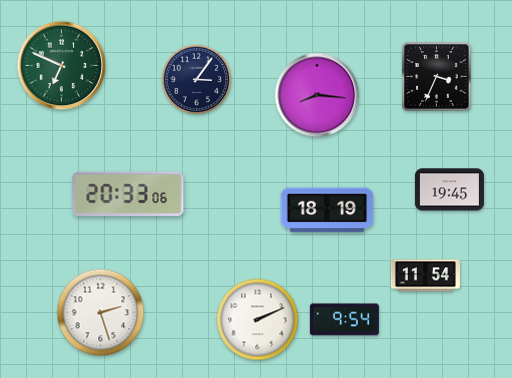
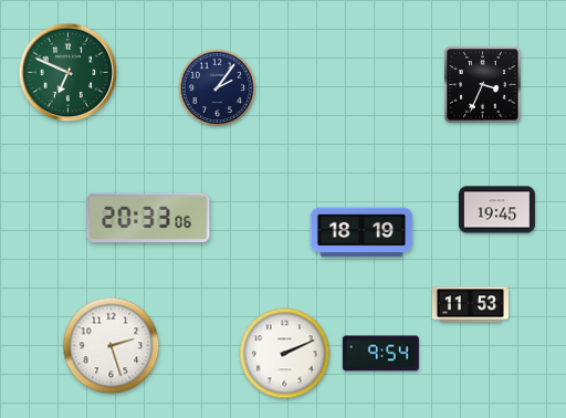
clock at (197, 80): 3:06 -> 2:06
clock at (317, 95): 8:16 -> none
clock at (128, 194) position: (128, 194) -> (148, 218)
clock at (425, 276): 11:54 -> 11:53
